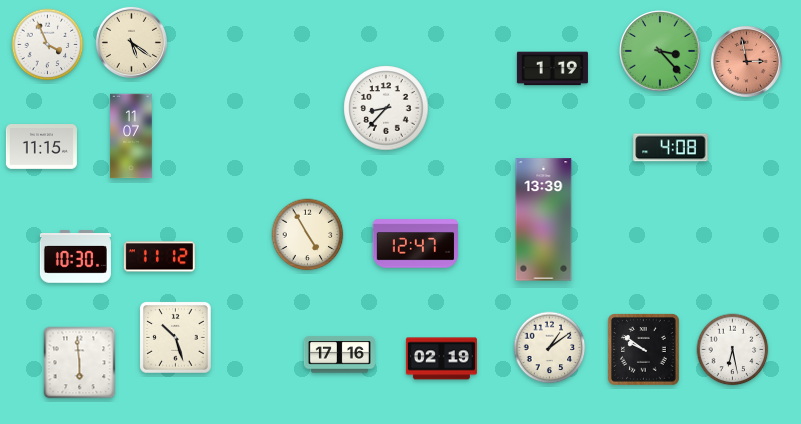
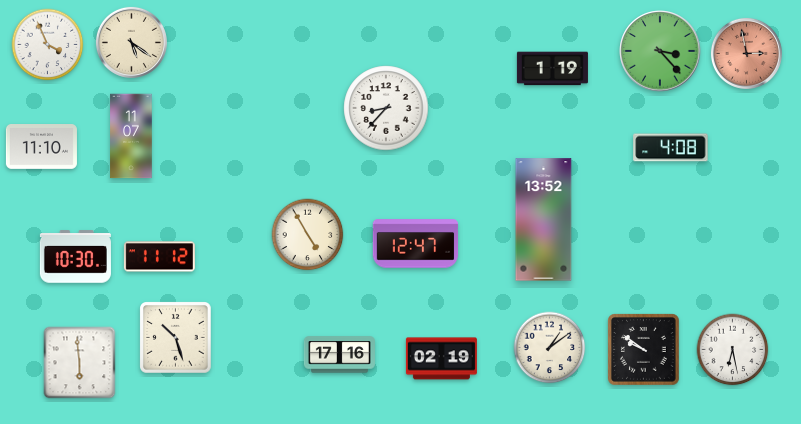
clock at (746, 61) position: (746, 61) -> (746, 53)
clock at (41, 147): 11:15 -> 11:10
clock at (544, 220): 13:39 -> 13:52
